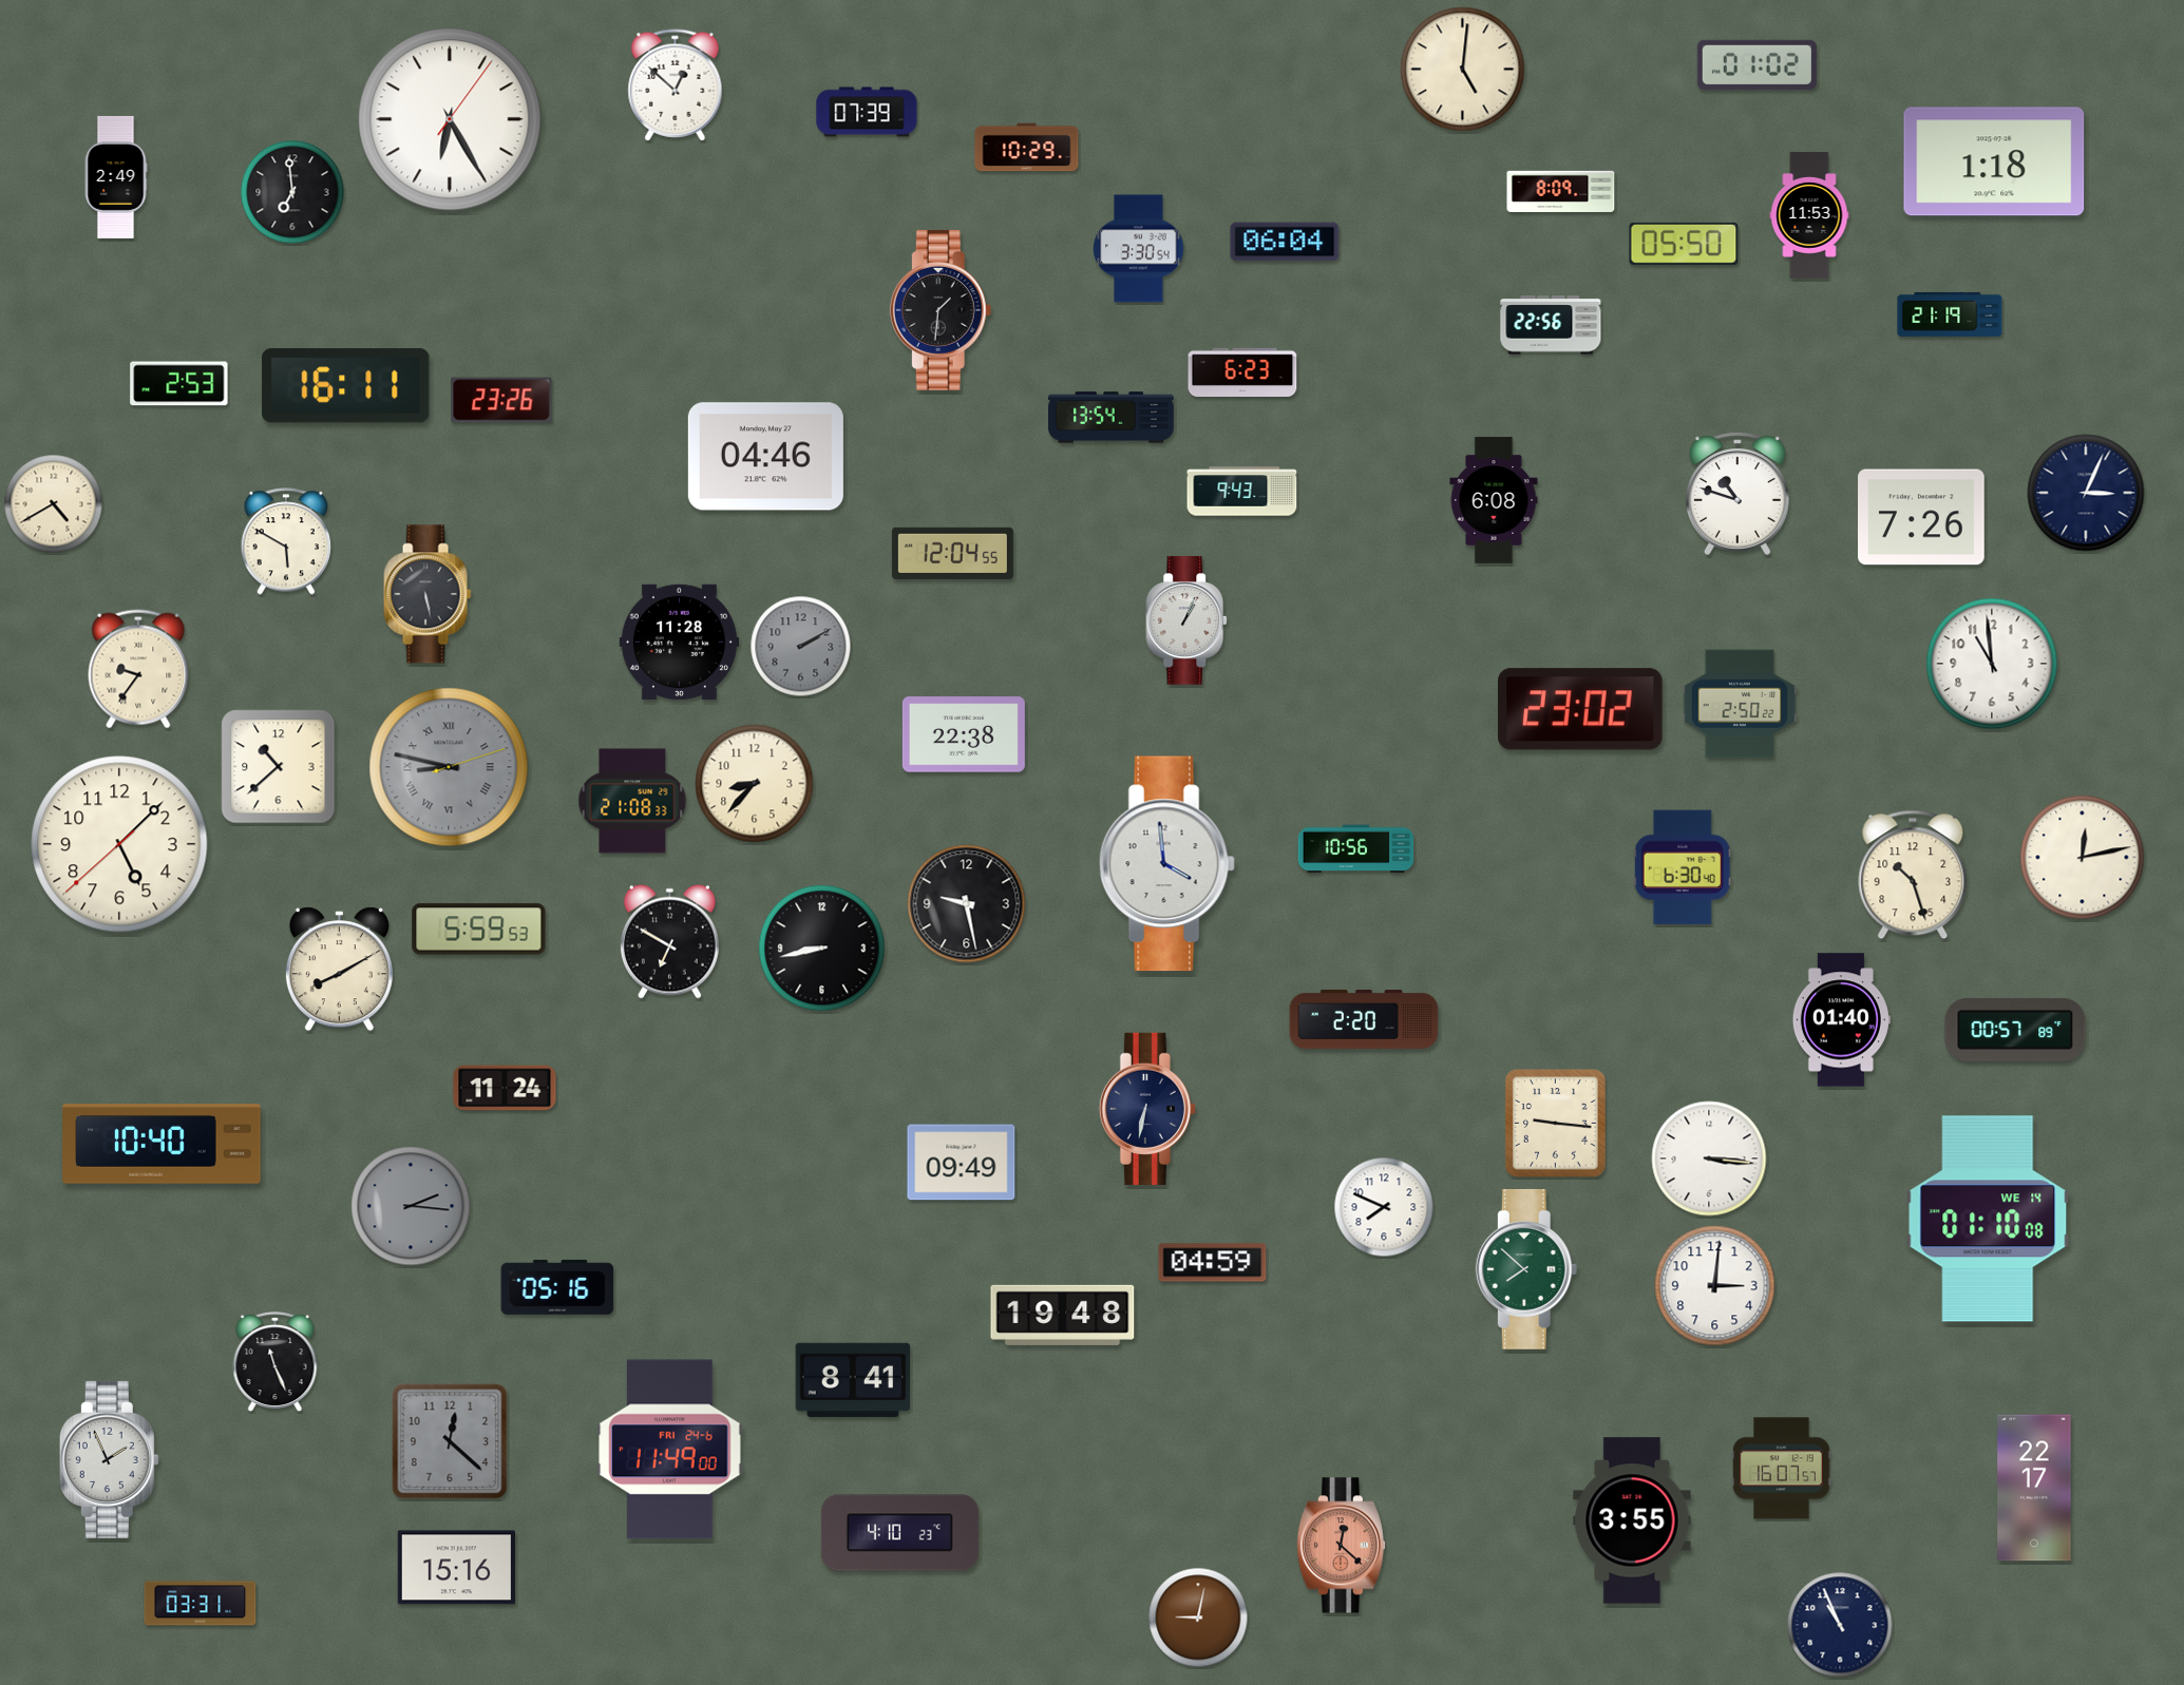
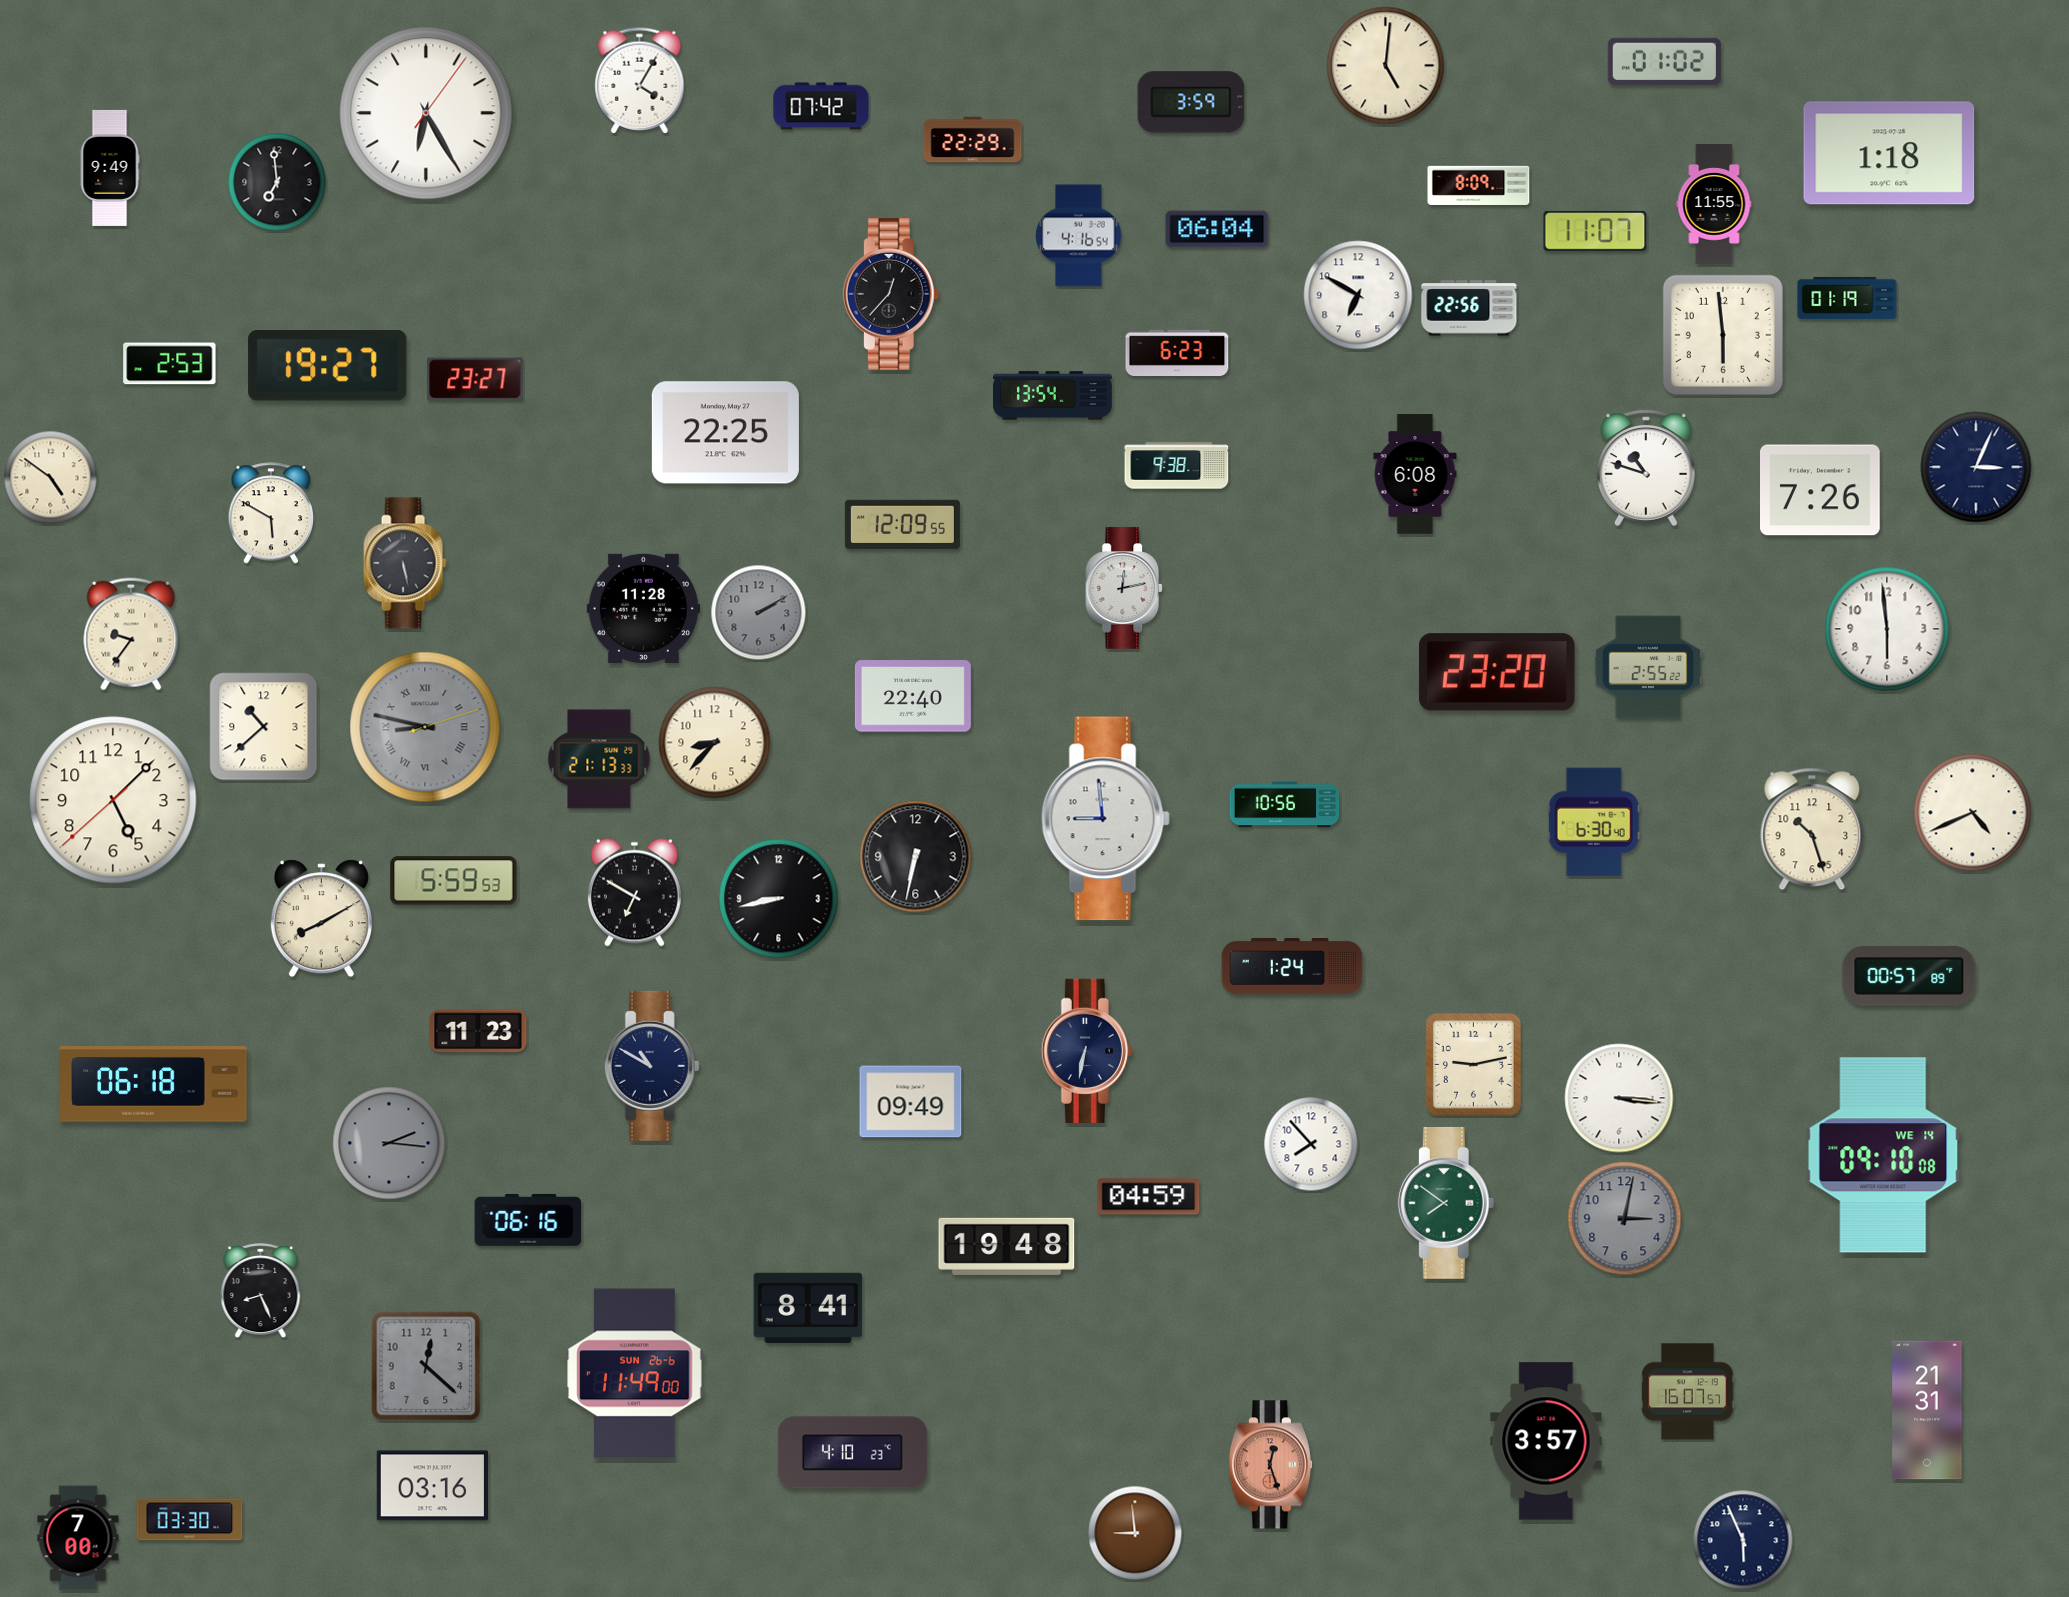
clock at (676, 85): 12:52 -> 4:05
clock at (1191, 102): none -> 3:59
clock at (867, 112): 07:39 -> 07:42
clock at (1027, 148): 10:29 -> 22:29
clock at (116, 177): 2:49 -> 9:49
clock at (1561, 191) position: (1561, 191) -> (1479, 185)
clock at (1809, 215): 11:53 -> 11:55
clock at (1684, 244): 05:50 -> 11:07
clock at (1139, 249): 3:30 -> 4:16
clock at (941, 310): 1:31 -> 12:37
clock at (1358, 295): none -> 6:50
clock at (1950, 314): 21:19 -> 01:19
clock at (1723, 335): none -> 5:59
clock at (346, 386): 16:11 -> 19:27
clock at (501, 400): 23:26 -> 23:27
clock at (765, 457): 04:46 -> 22:25
clock at (1242, 492): 9:43 -> 9:38
clock at (54, 504): 4:40 -> 4:51
clock at (952, 553): 12:04 -> 12:09
clock at (1188, 620): 1:04 -> 12:13
clock at (1992, 664): 10:59 -> 5:59
clock at (1740, 704): 2:50 -> 2:55
clock at (1580, 709): 23:02 -> 23:20
clock at (964, 734): 22:38 -> 22:40
clock at (632, 801): 21:08 -> 21:13
clock at (2083, 858): 12:13 -> 4:41
clock at (1166, 864): 3:59 -> 8:59
clock at (967, 904): 9:28 -> 6:32
clock at (1364, 1020): 2:20 -> 1:24
clock at (1841, 1020): 01:40 -> none
clock at (505, 1088): 11:24 -> 11:23
clock at (1556, 1124): 9:16 -> 9:13
clock at (652, 1066): none -> 10:50
clock at (162, 1144): 10:40 -> 06:18
clock at (1384, 1207): 7:49 -> 7:53
clock at (1988, 1219): 01:10 -> 09:10
clock at (1526, 1269): 7:52 -> 7:51
clock at (1715, 1286): 3:01 -> 3:02
clock at (1715, 1286) dial: white -> grey
clock at (557, 1287): 05:16 -> 06:16
clock at (276, 1363): 11:26 -> 8:26
clock at (670, 1450) date: FRI 24-6 -> SUN 26-6
clock at (109, 1459): 1:56 -> none
clock at (2034, 1488): 22:17 -> 21:31
clock at (1632, 1520): 3:55 -> 3:57
clock at (1341, 1546): 12:22 -> 12:27
clock at (456, 1568): 15:16 -> 03:16
clock at (201, 1604): 03:31 -> 03:30
clock at (1198, 1617): 9:02 -> 8:59
clock at (78, 1538): none -> 7:00
clock at (1840, 1625): 10:56 -> 5:56
